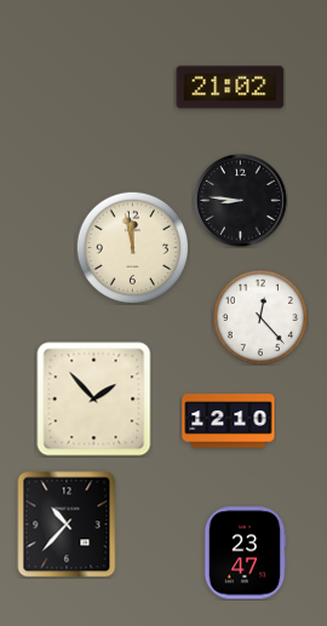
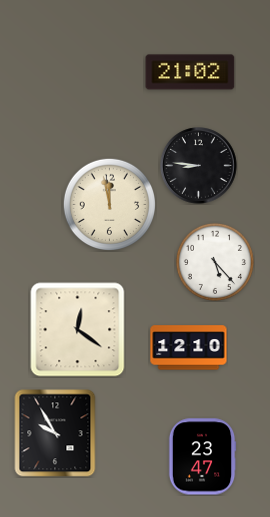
clock at (260, 317): 12:23 -> 5:23
clock at (94, 400): 1:53 -> 12:21
clock at (67, 524): 10:37 -> 9:55
